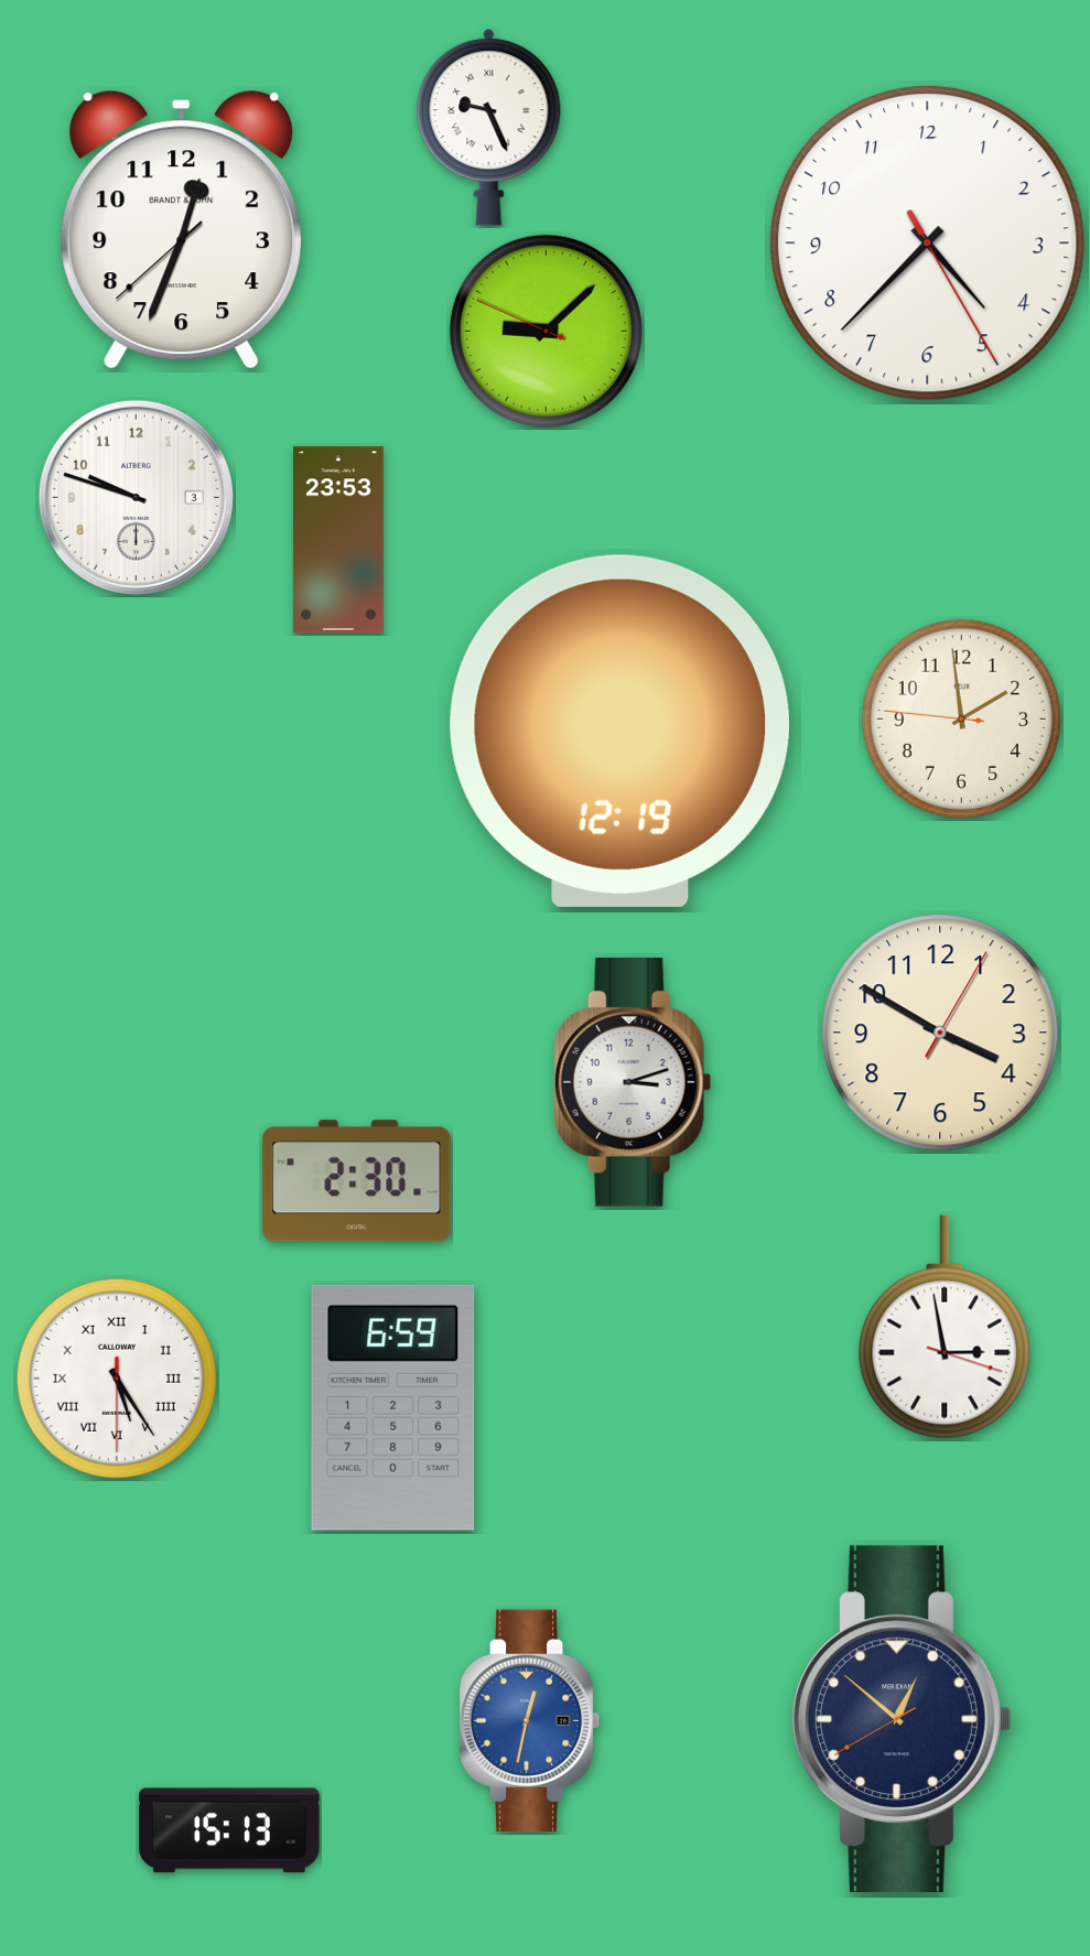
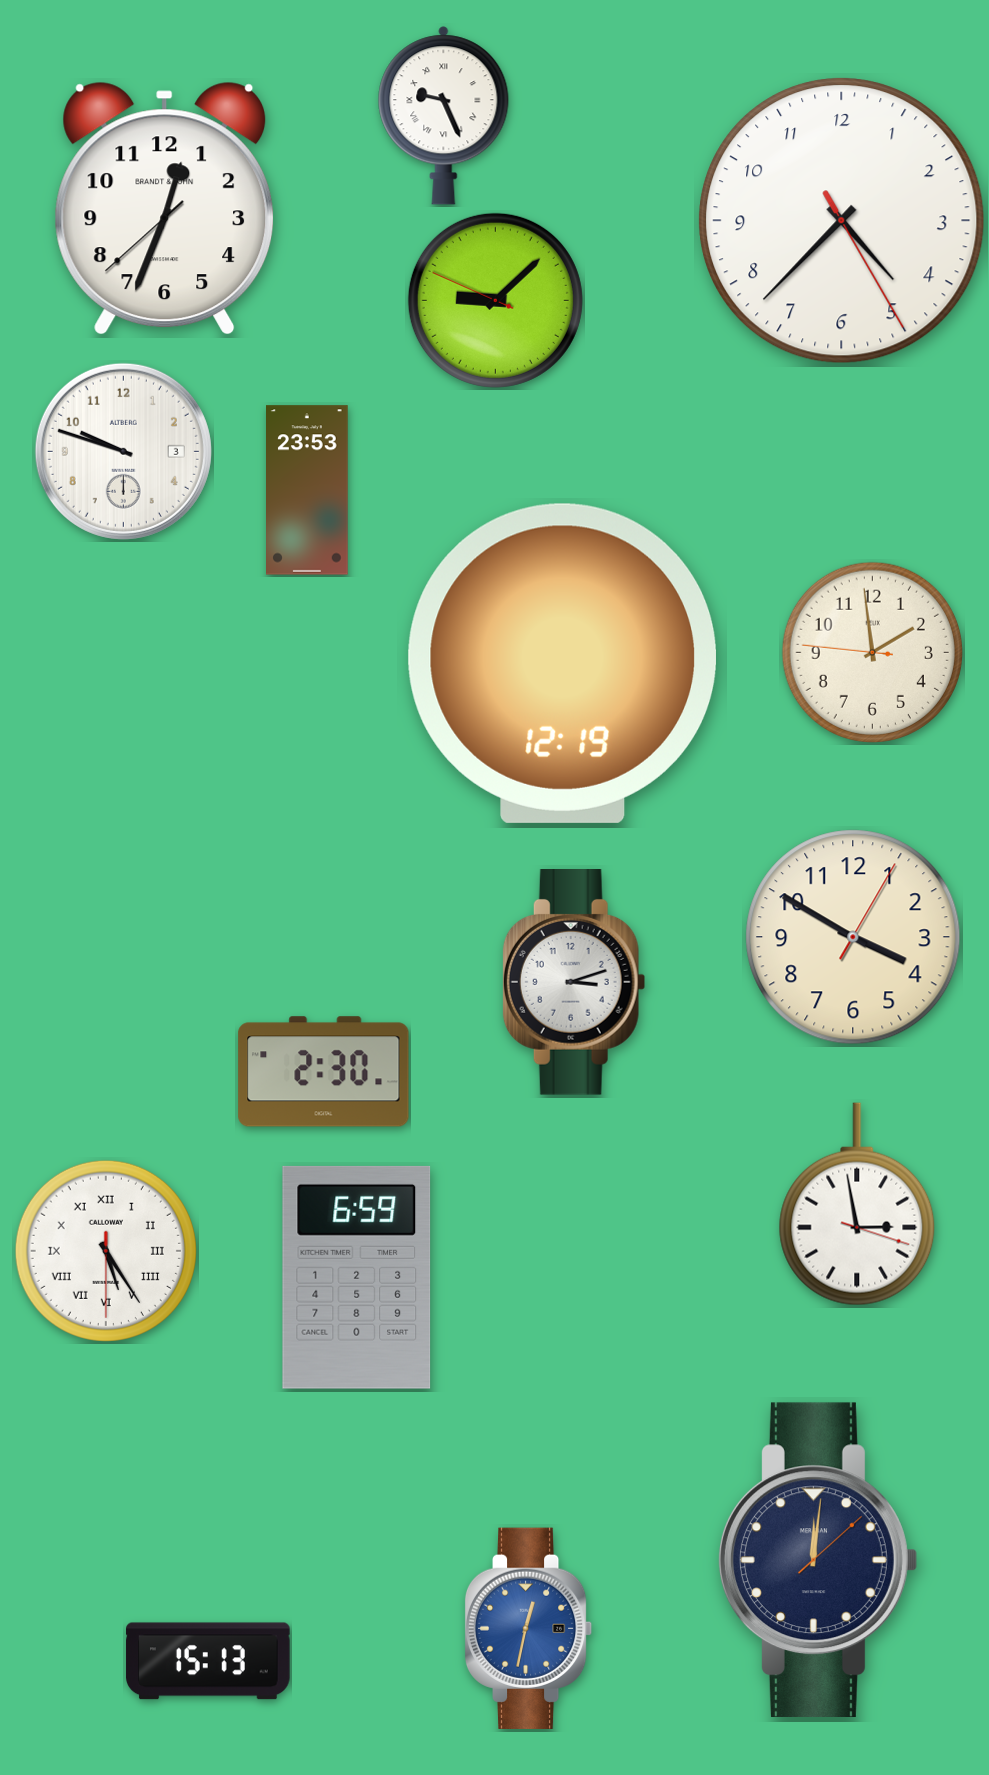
clock at (902, 1718): 12:51 -> 12:01
clock at (530, 1720) position: (530, 1720) -> (529, 1628)
